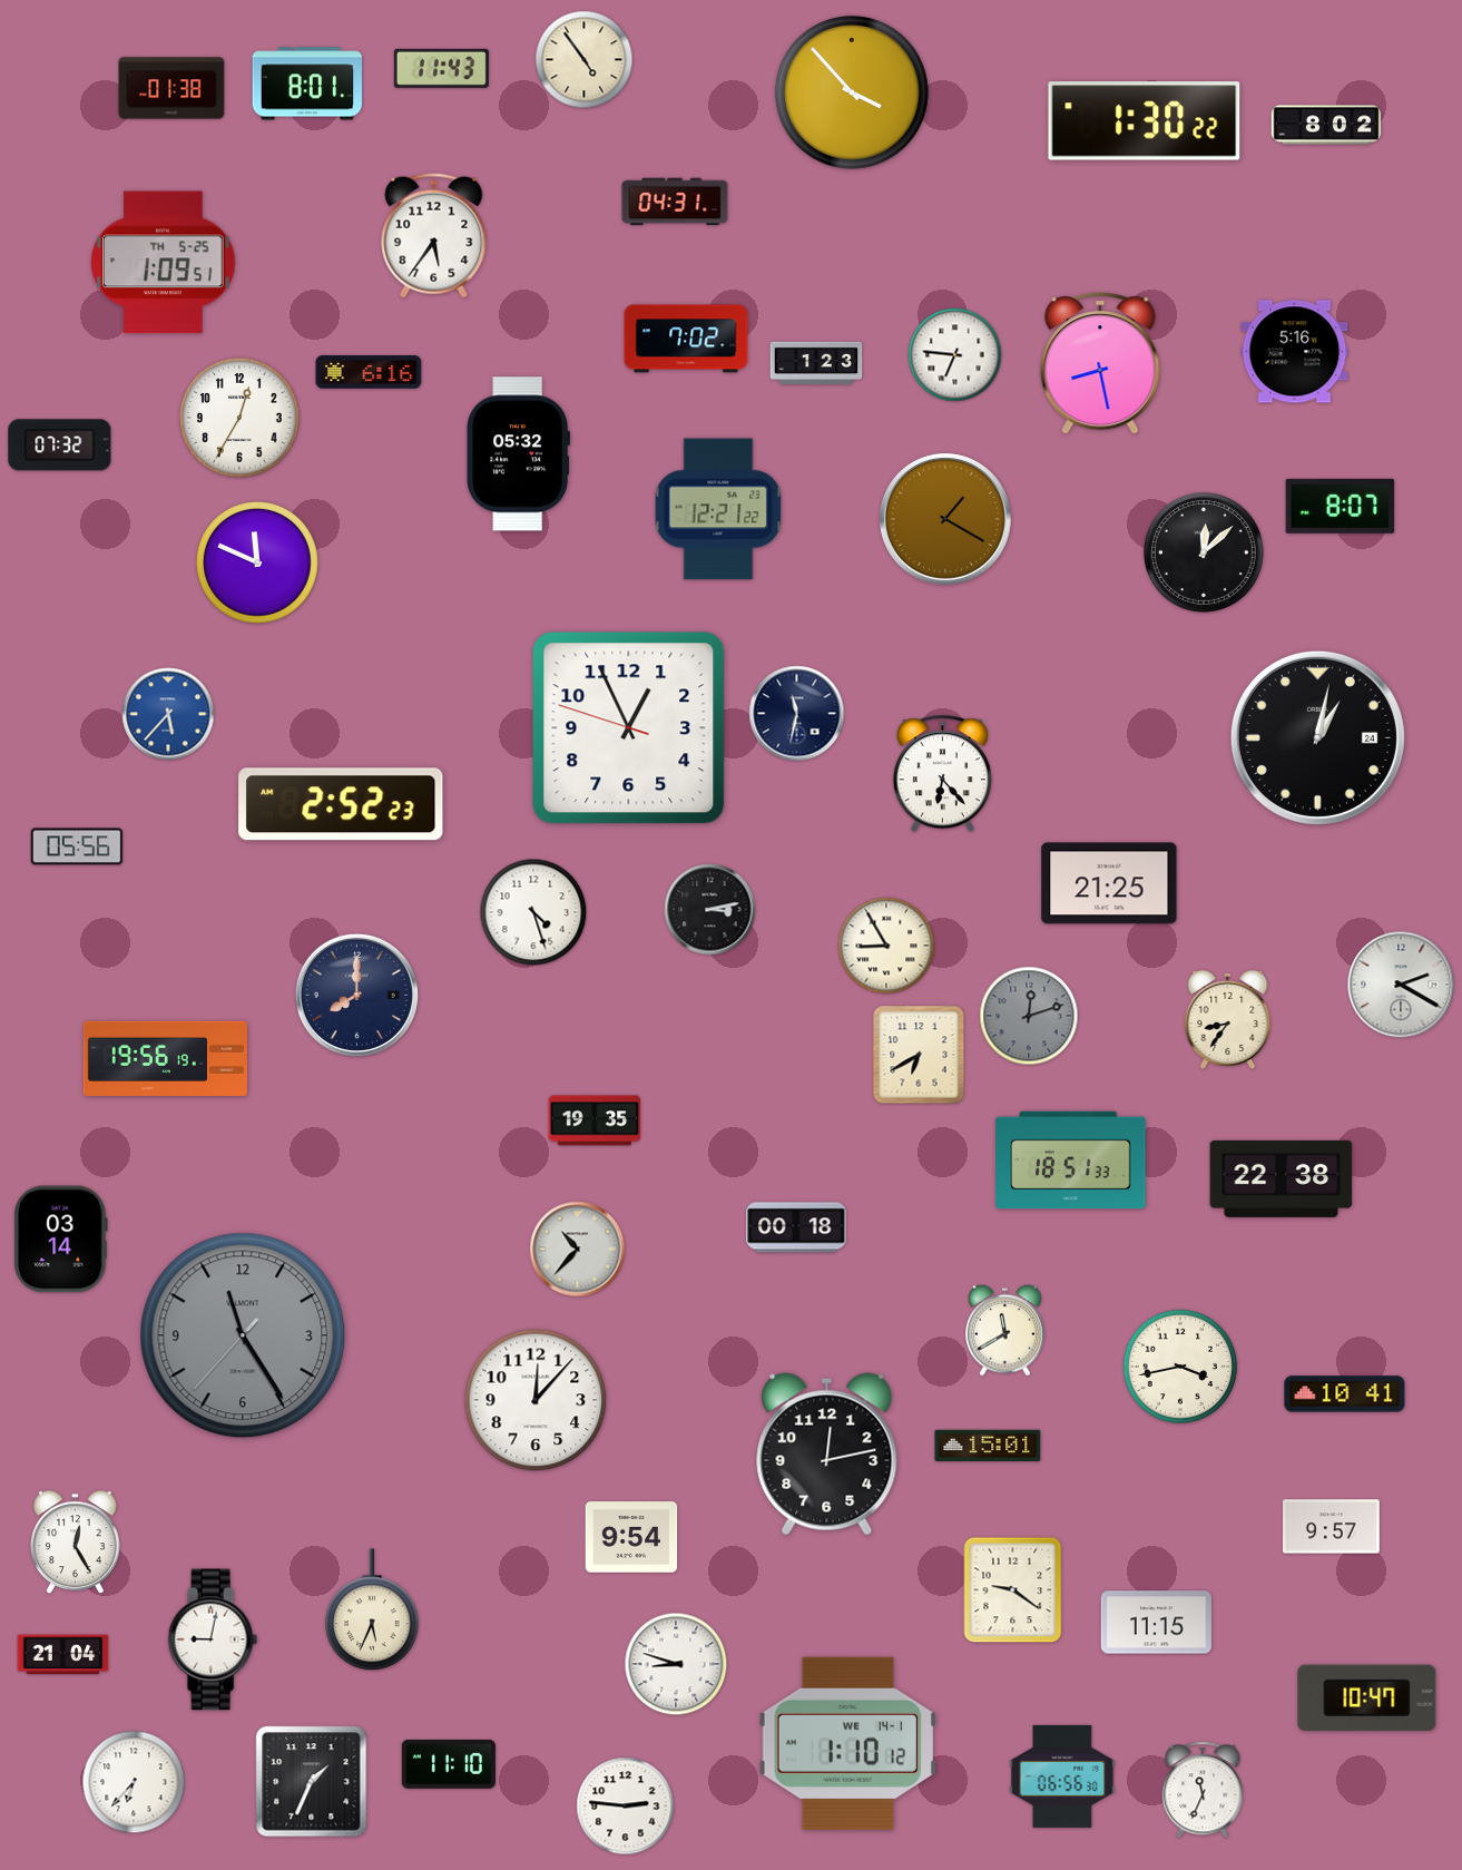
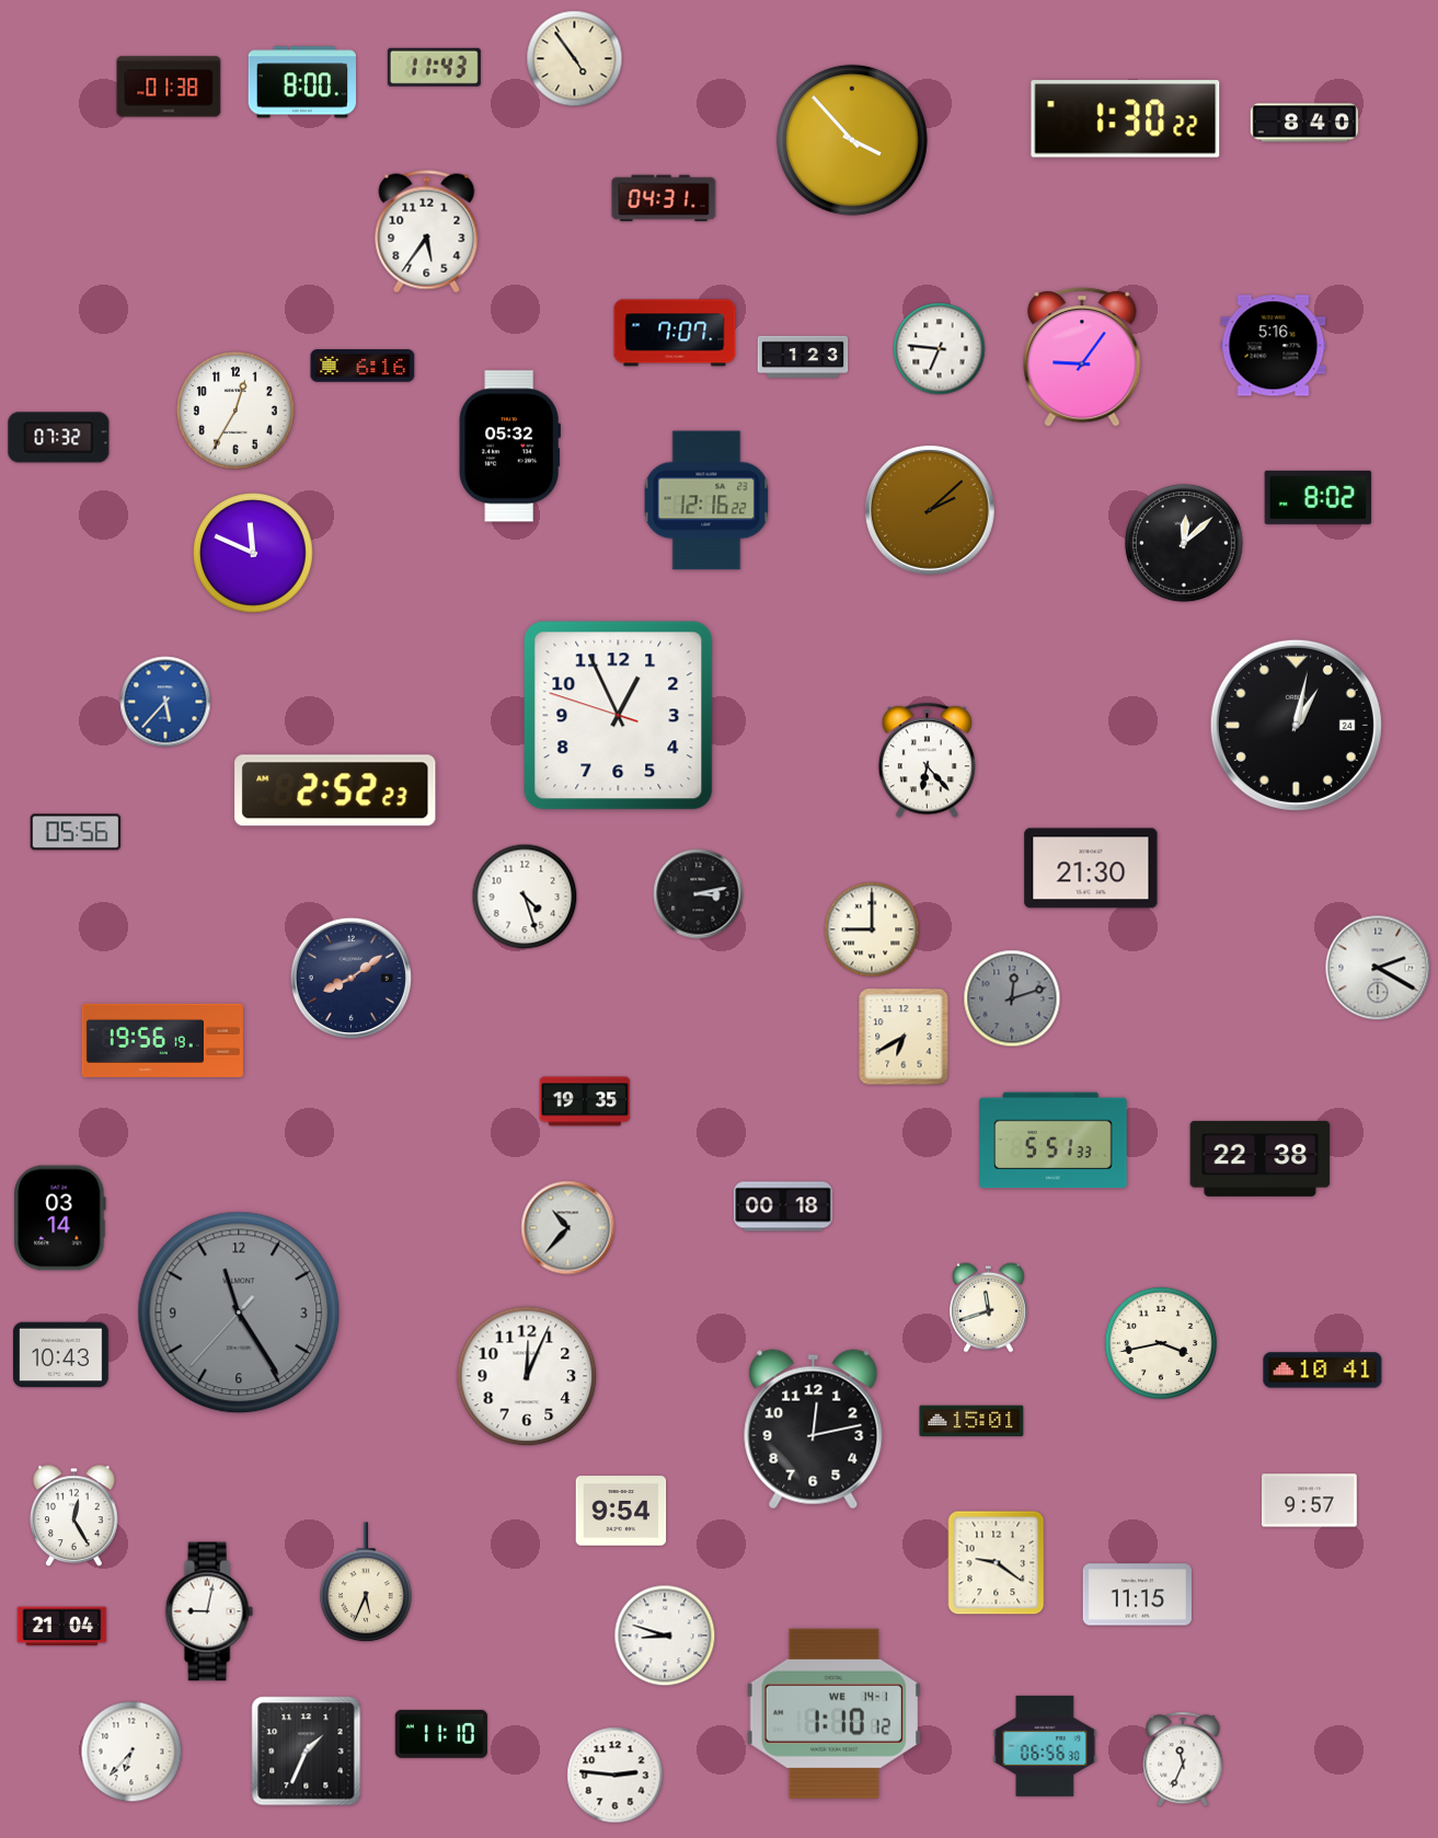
clock at (307, 84): 8:01 -> 8:00
clock at (852, 92) position: (852, 92) -> (852, 140)
clock at (1326, 125): 8:02 -> 8:40
clock at (164, 263): 1:09 -> none
clock at (686, 339): 7:02 -> 7:07
clock at (1100, 363): 8:28 -> 9:06
clock at (1341, 506): 8:07 -> 8:02
clock at (718, 509): 12:21 -> 12:16
clock at (946, 520): 1:20 -> 2:08
clock at (797, 714): 11:32 -> none
clock at (1109, 883): 21:25 -> 21:30
clock at (886, 946): 8:55 -> 9:00
clock at (356, 995): 8:00 -> 8:09
clock at (1228, 1019): 8:36 -> none
clock at (1071, 1161): 18:51 -> 5:51
clock at (1005, 1330): 11:40 -> 11:42
clock at (61, 1355): none -> 10:43
clock at (536, 1400): 12:07 -> 12:04
clock at (1367, 1698): 10:47 -> none
